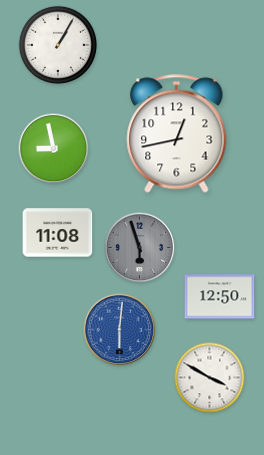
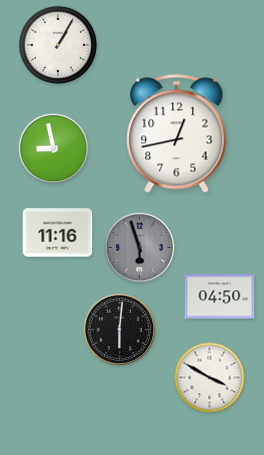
clock at (58, 233): 11:08 -> 11:16
clock at (220, 297): 12:50 -> 04:50
clock at (120, 330) dial: blue -> black
